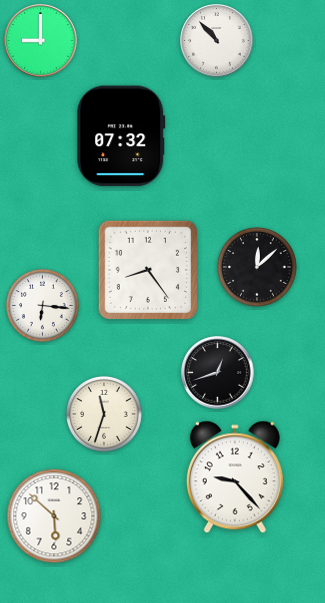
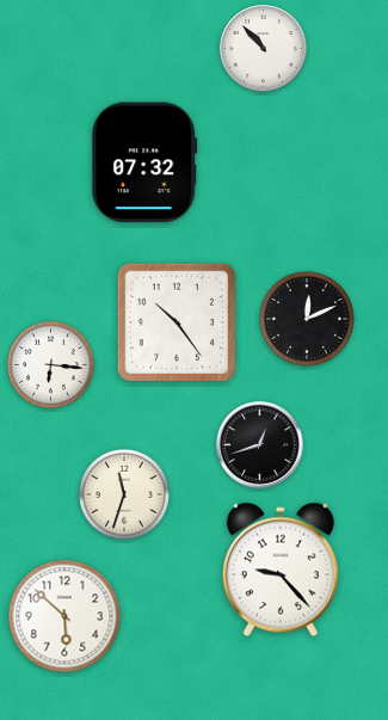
clock at (41, 41): 9:00 -> none
clock at (217, 41) position: (217, 41) -> (264, 49)
clock at (257, 267): 12:08 -> 12:11
clock at (147, 269): 8:24 -> 10:24
